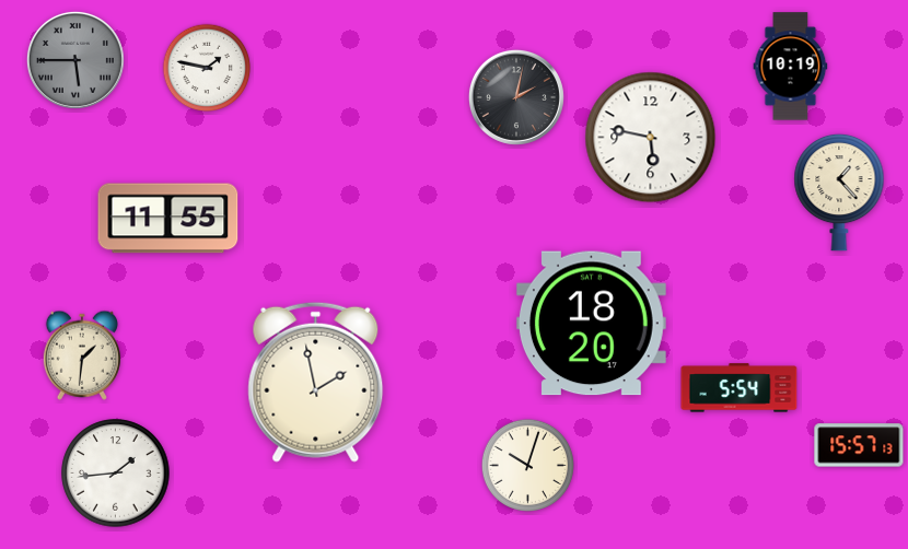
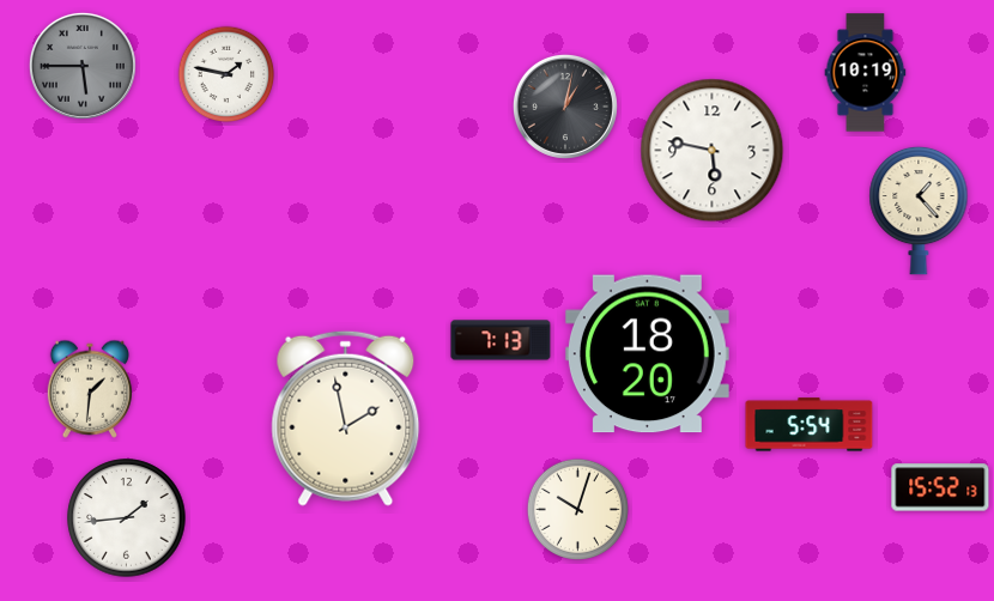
clock at (516, 97): 2:02 -> 1:02
clock at (168, 219): 11:55 -> none
clock at (501, 340): none -> 7:13
clock at (859, 445): 15:57 -> 15:52
